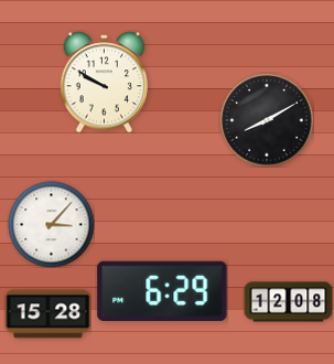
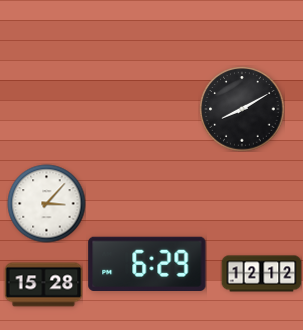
clock at (105, 82): 9:50 -> none
clock at (288, 302): 12:08 -> 12:12
